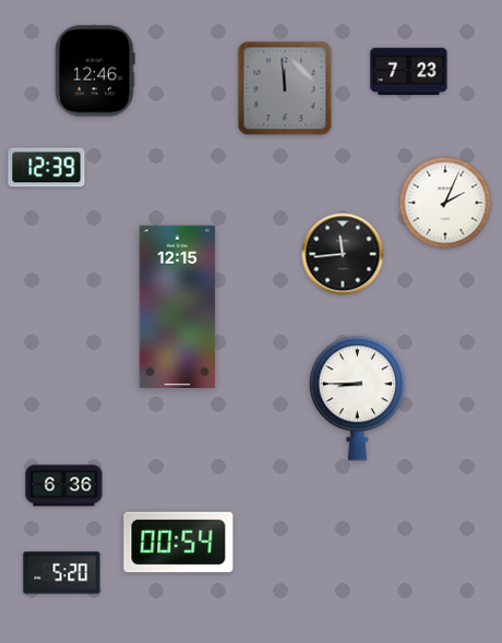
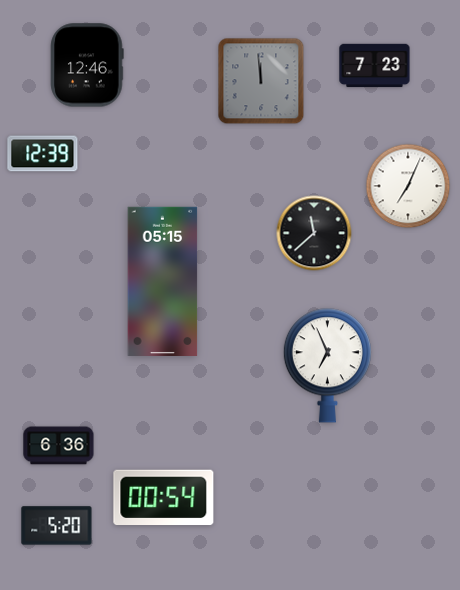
clock at (445, 203): 2:04 -> 7:04
clock at (343, 254): 11:44 -> 11:38
clock at (178, 306): 12:15 -> 05:15
clock at (357, 399): 8:45 -> 6:56
